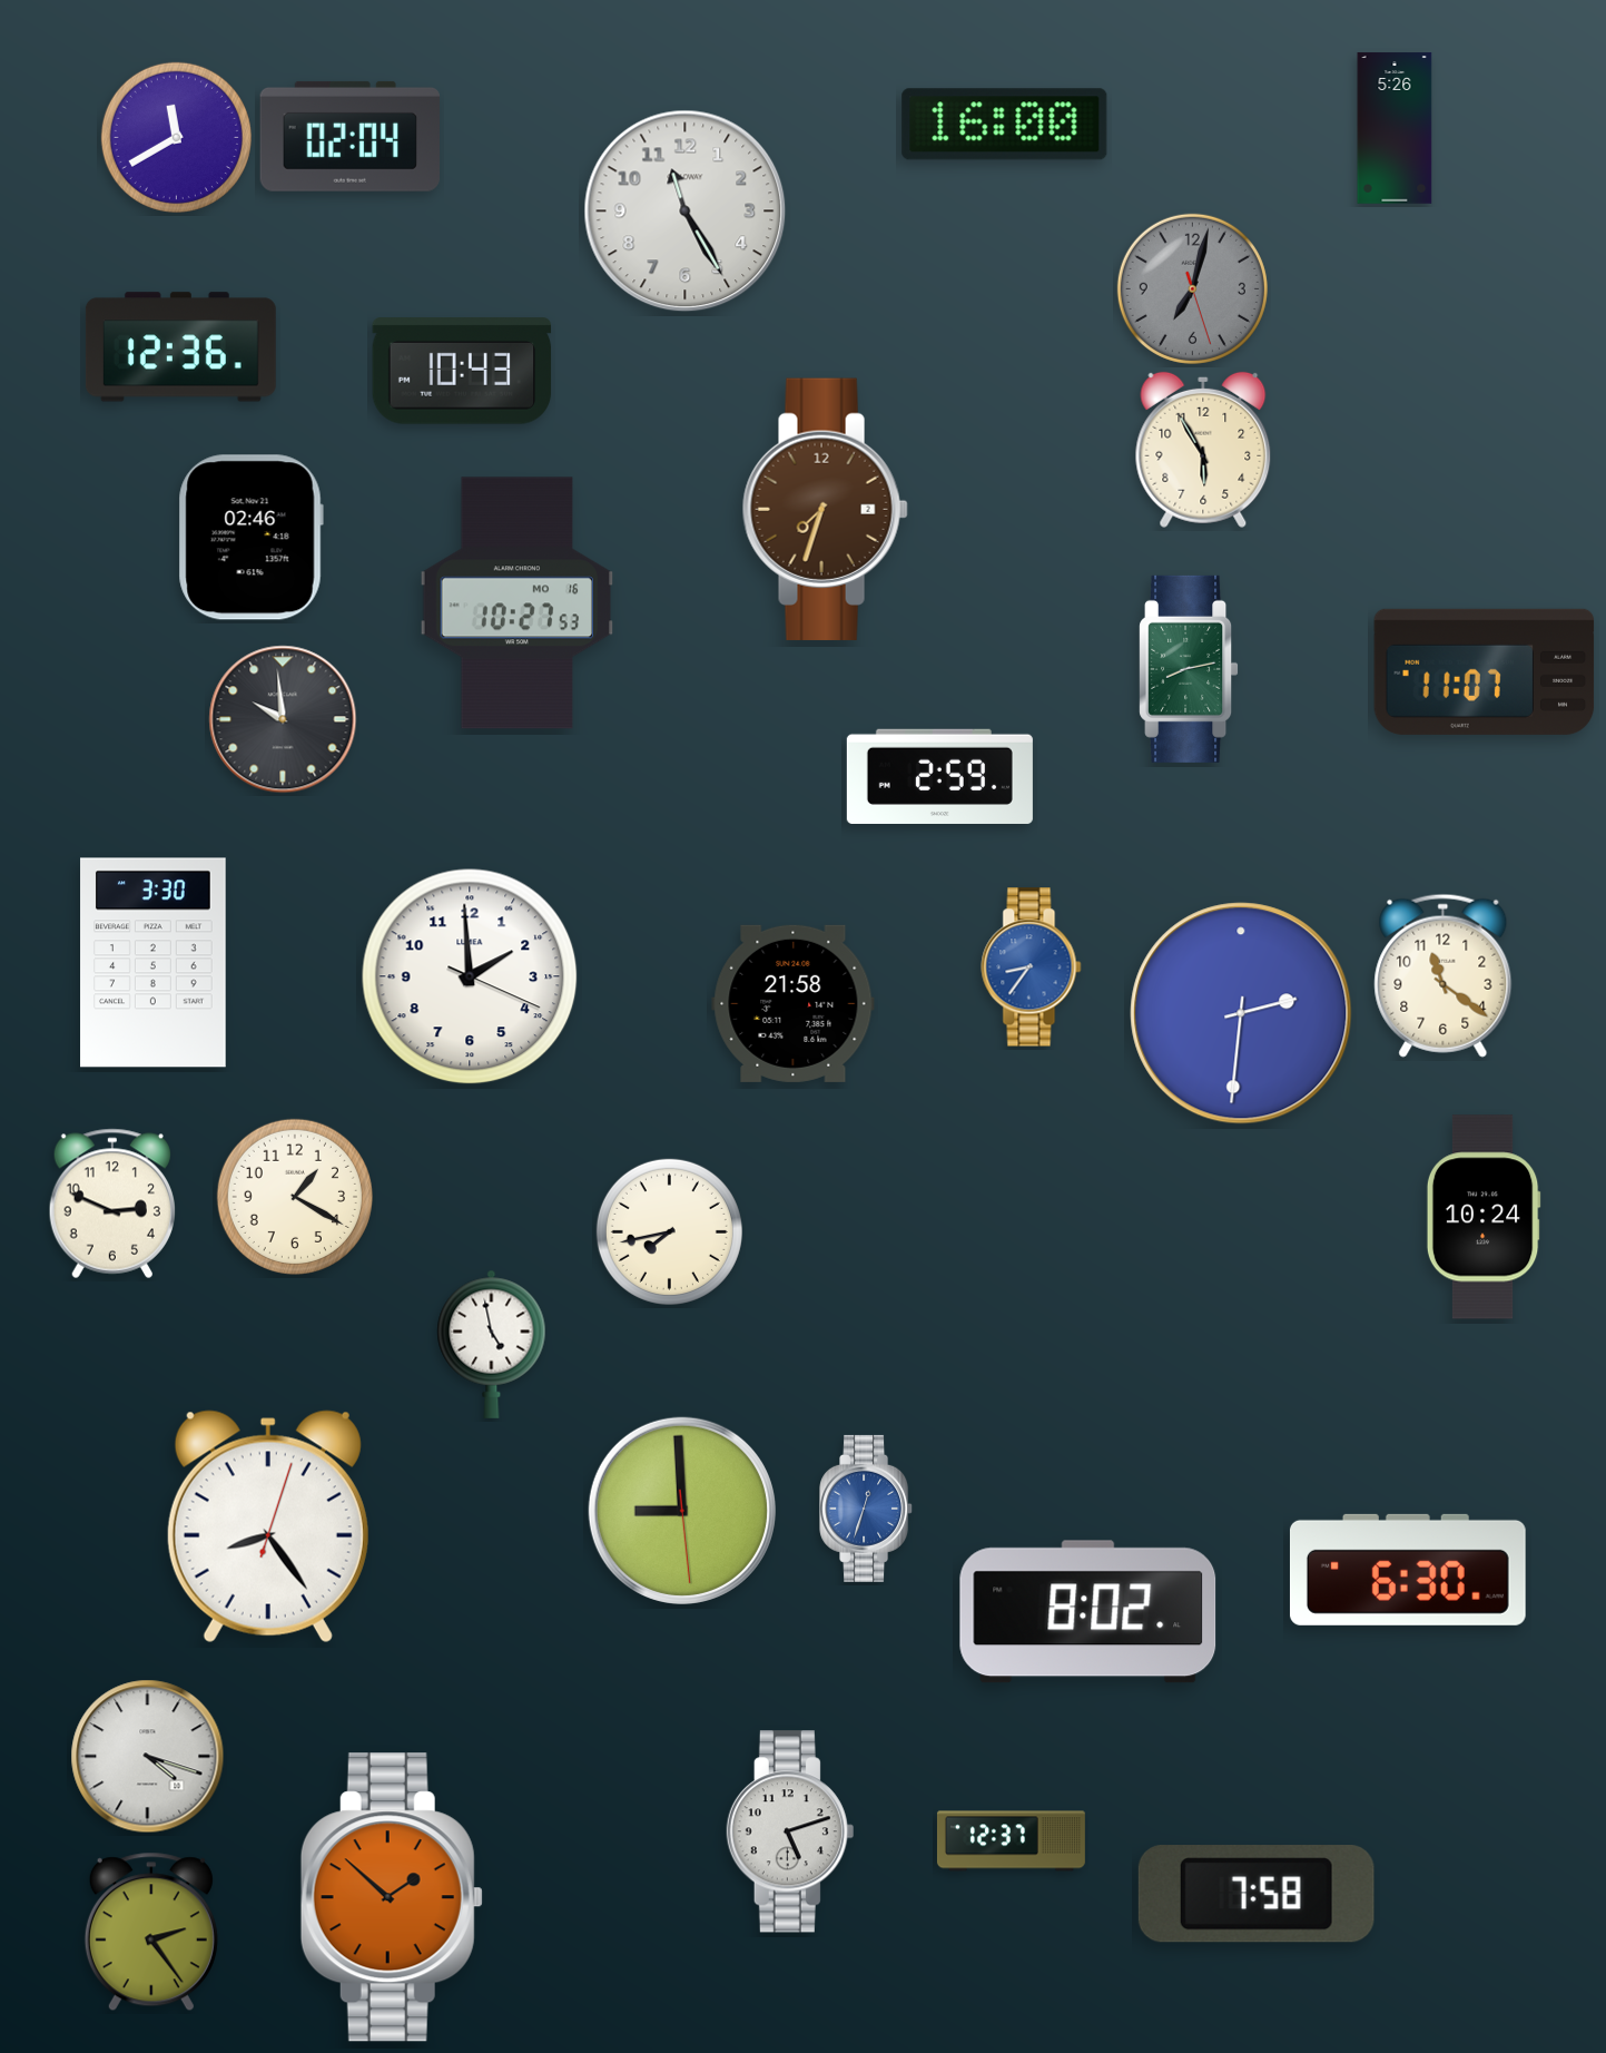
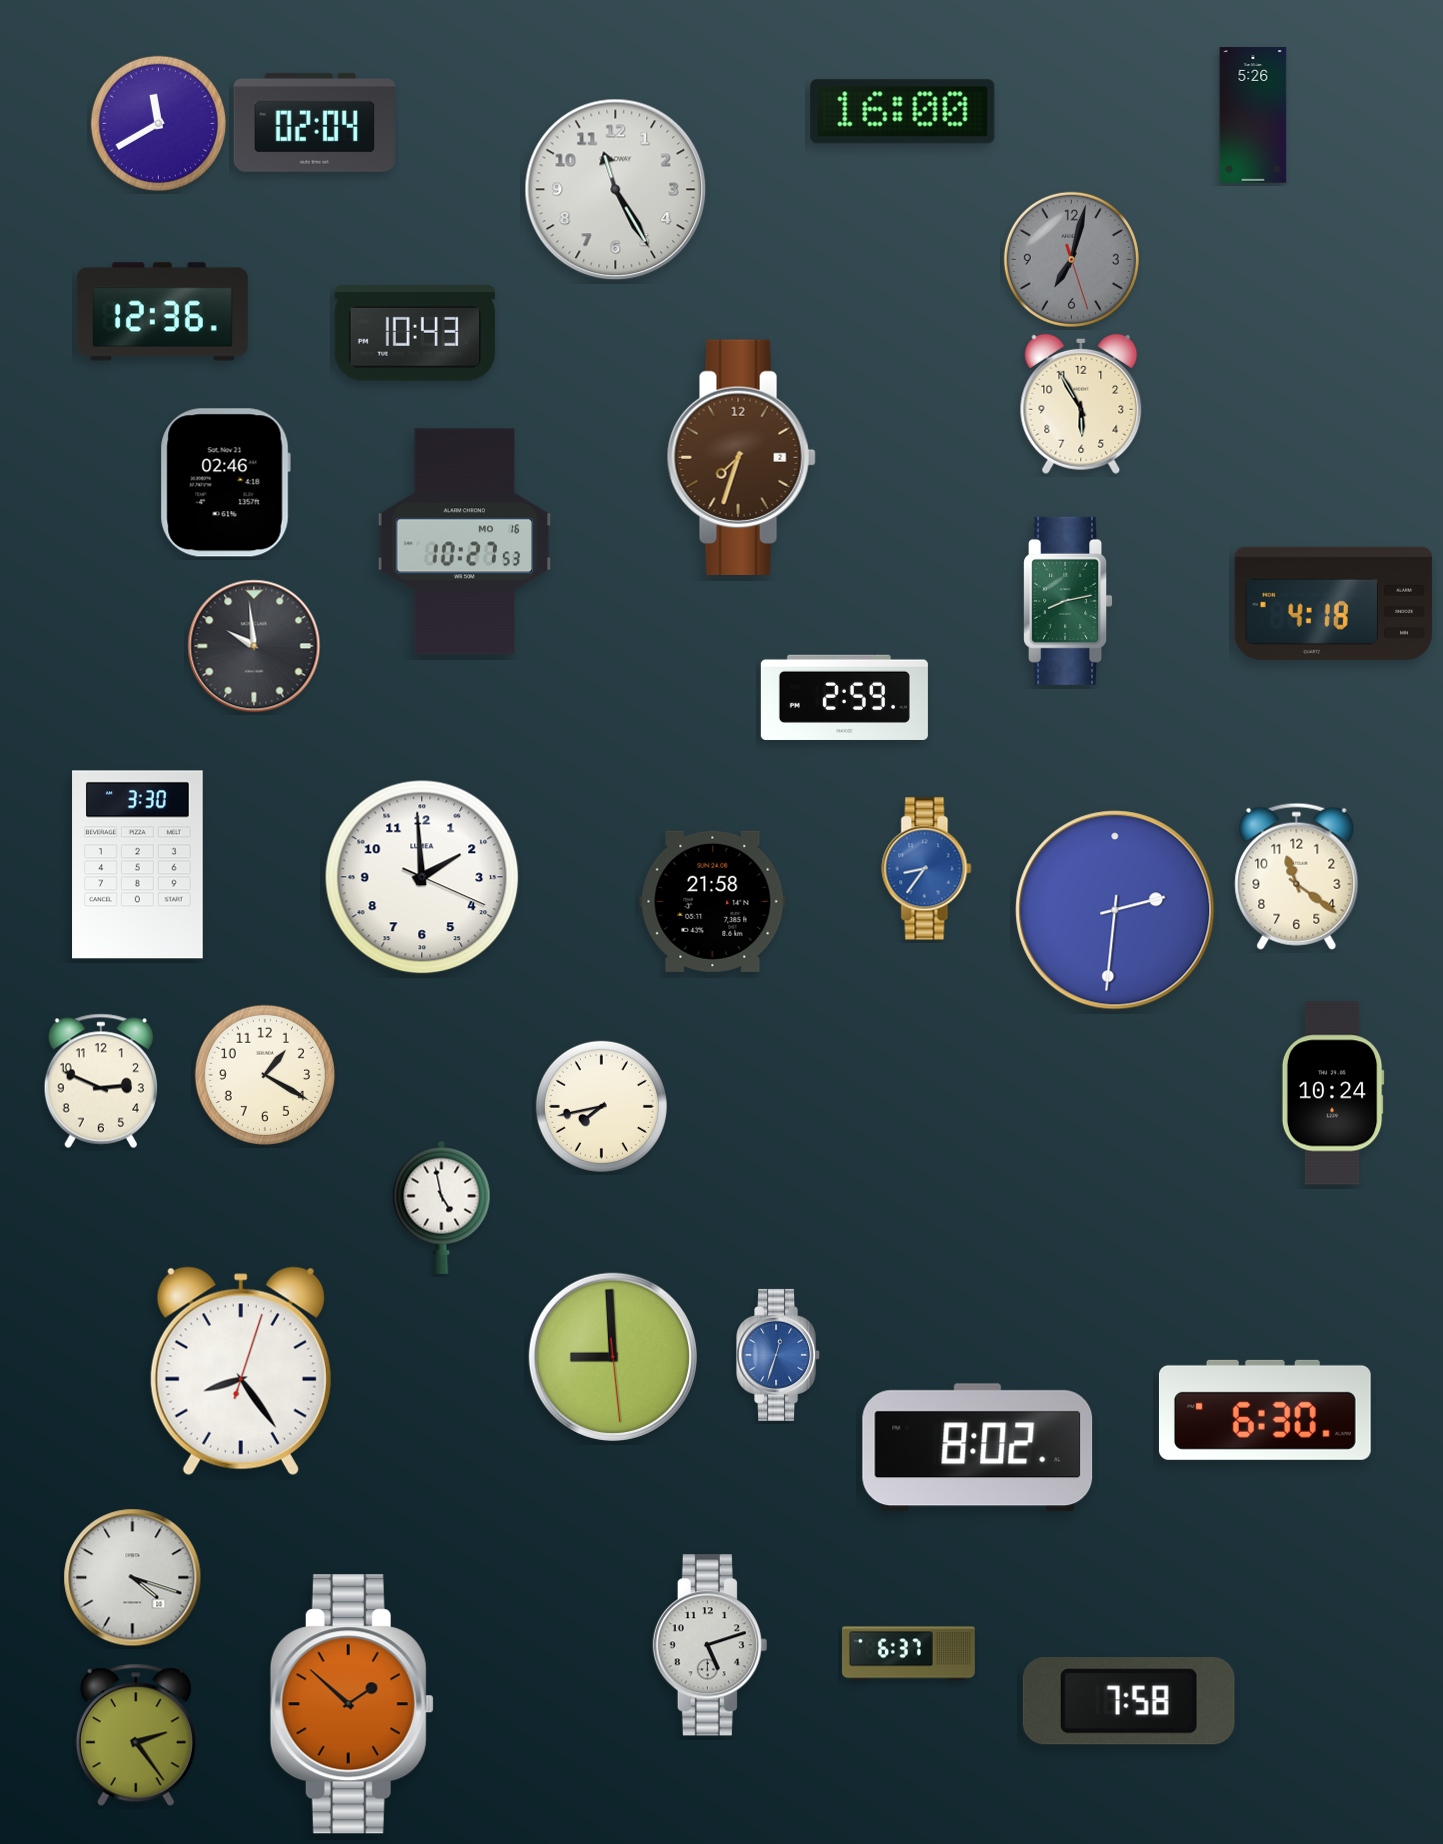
clock at (1485, 671): 11:07 -> 4:18
clock at (1011, 1841): 12:37 -> 6:37
